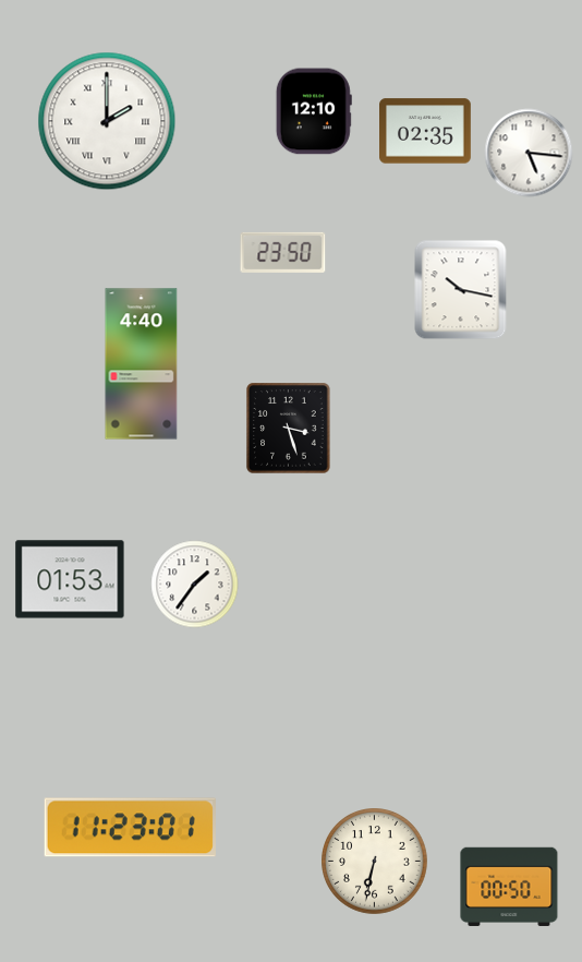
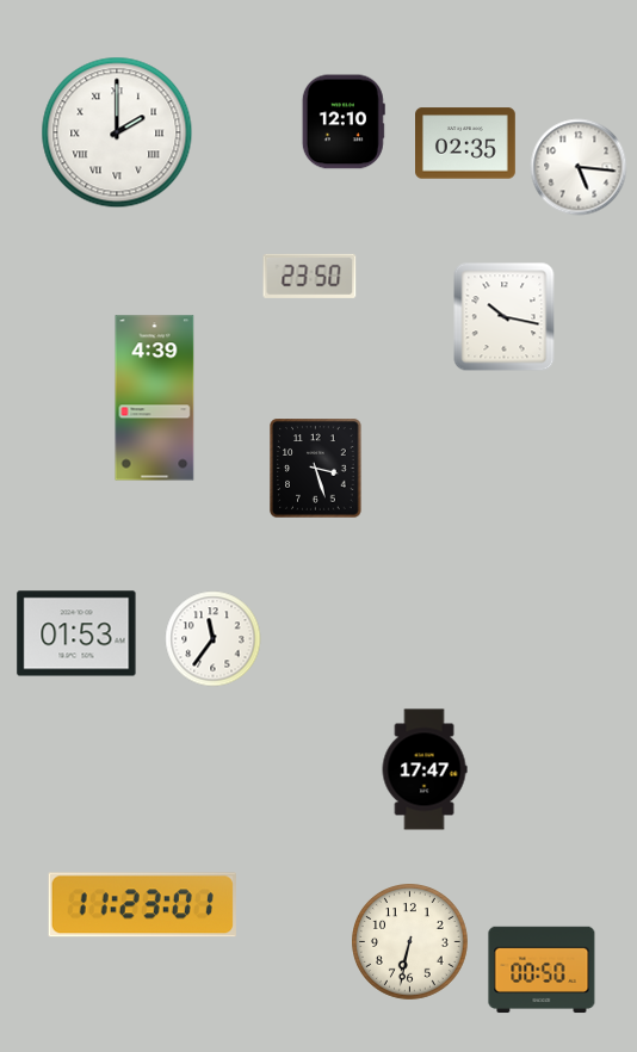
clock at (142, 364): 4:40 -> 4:39
clock at (195, 585): 1:36 -> 11:36
clock at (425, 769): none -> 17:47
clock at (509, 887) position: (509, 887) -> (542, 970)
